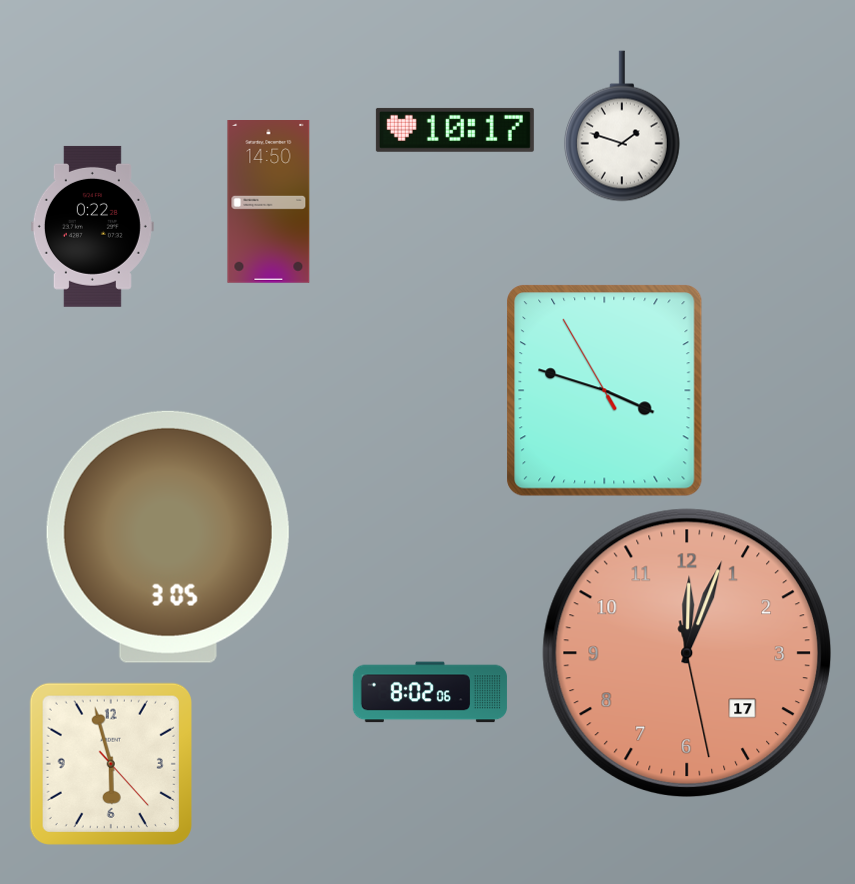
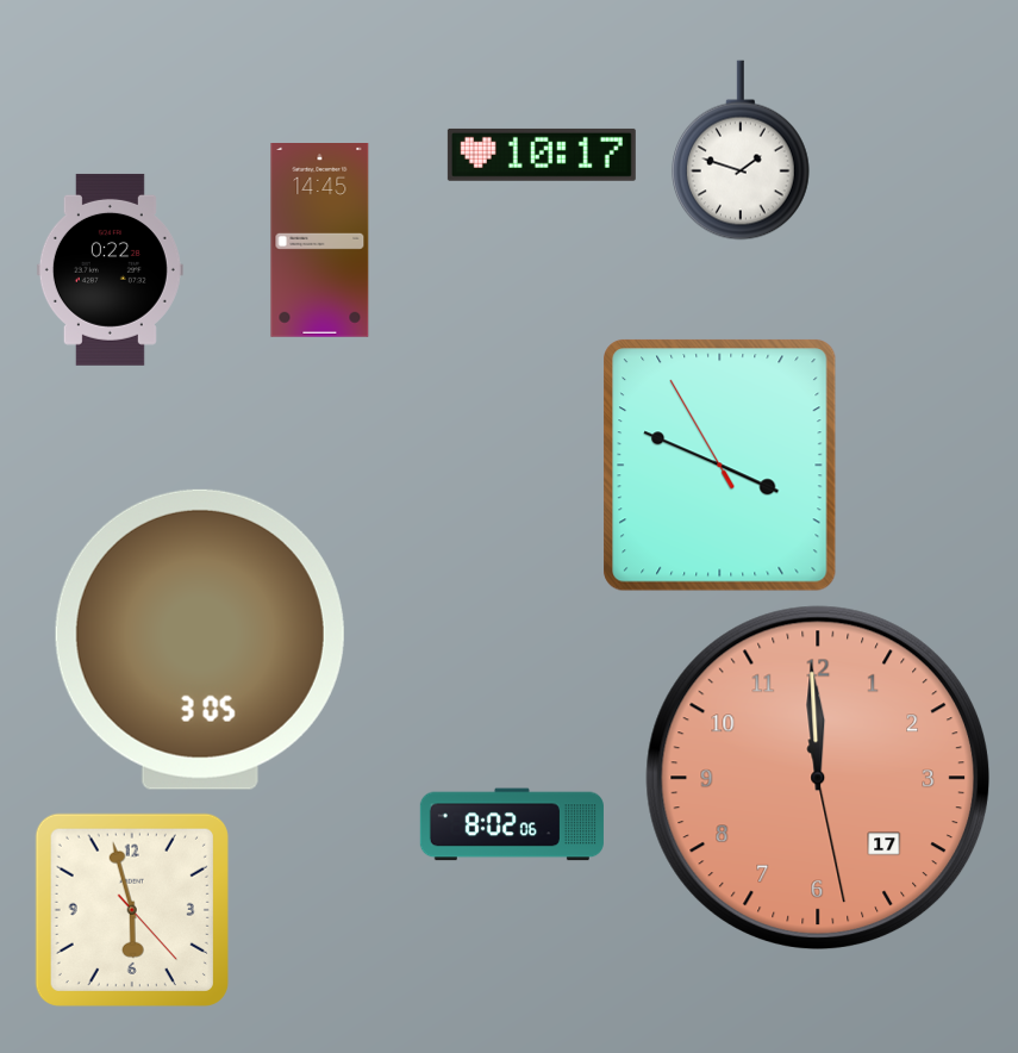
clock at (269, 202): 14:50 -> 14:45
clock at (605, 391): 3:47 -> 3:48
clock at (686, 652): 12:03 -> 11:59
